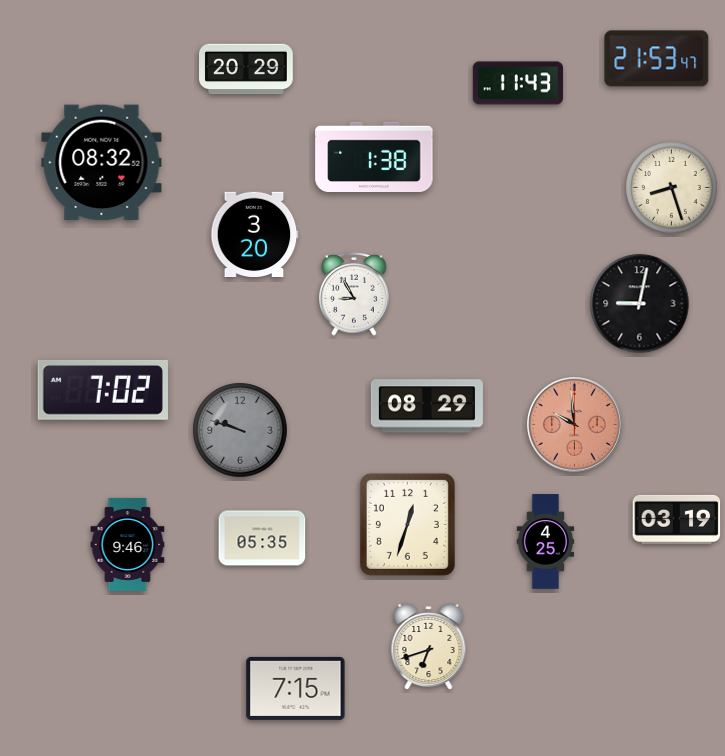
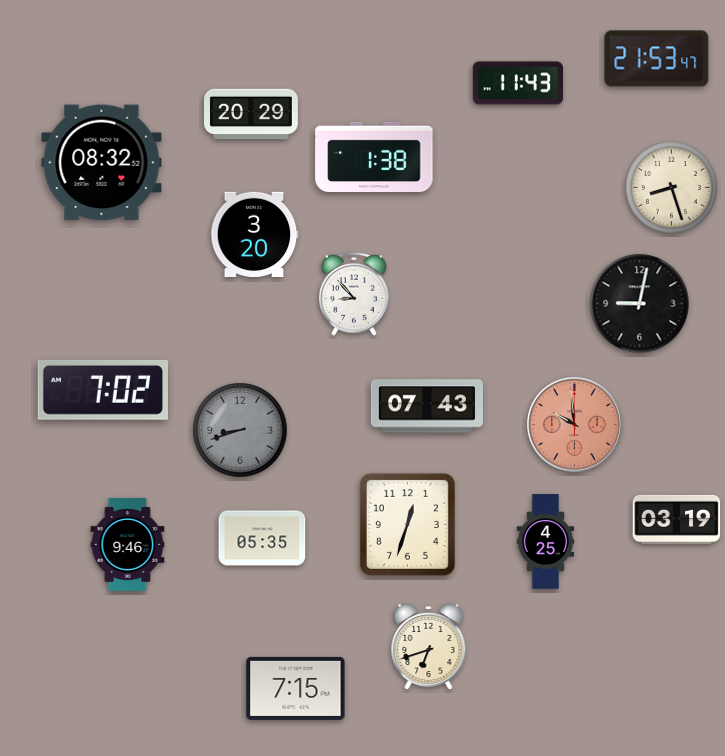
clock at (247, 69) position: (247, 69) -> (252, 114)
clock at (354, 295): 8:55 -> 8:53
clock at (427, 406): 08:29 -> 07:43
clock at (240, 430): 9:48 -> 8:42
